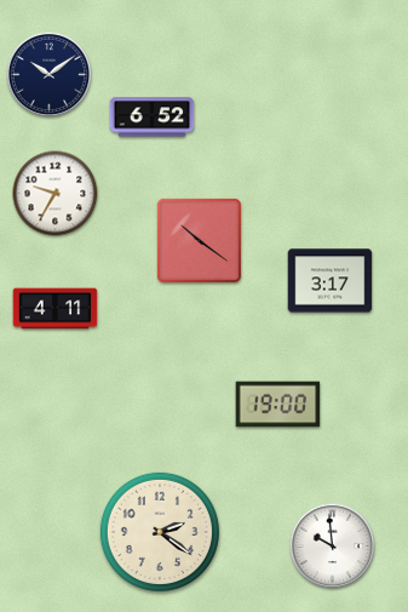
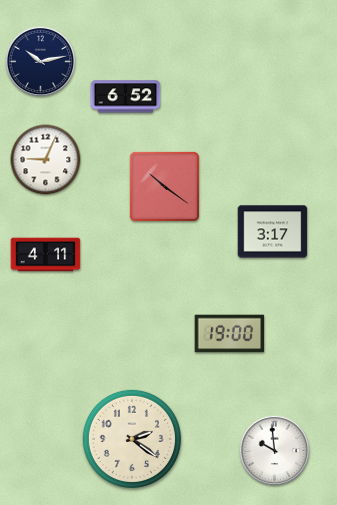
clock at (50, 75): 10:09 -> 10:13
clock at (56, 194): 9:35 -> 9:04
clock at (199, 240) position: (199, 240) -> (164, 186)
